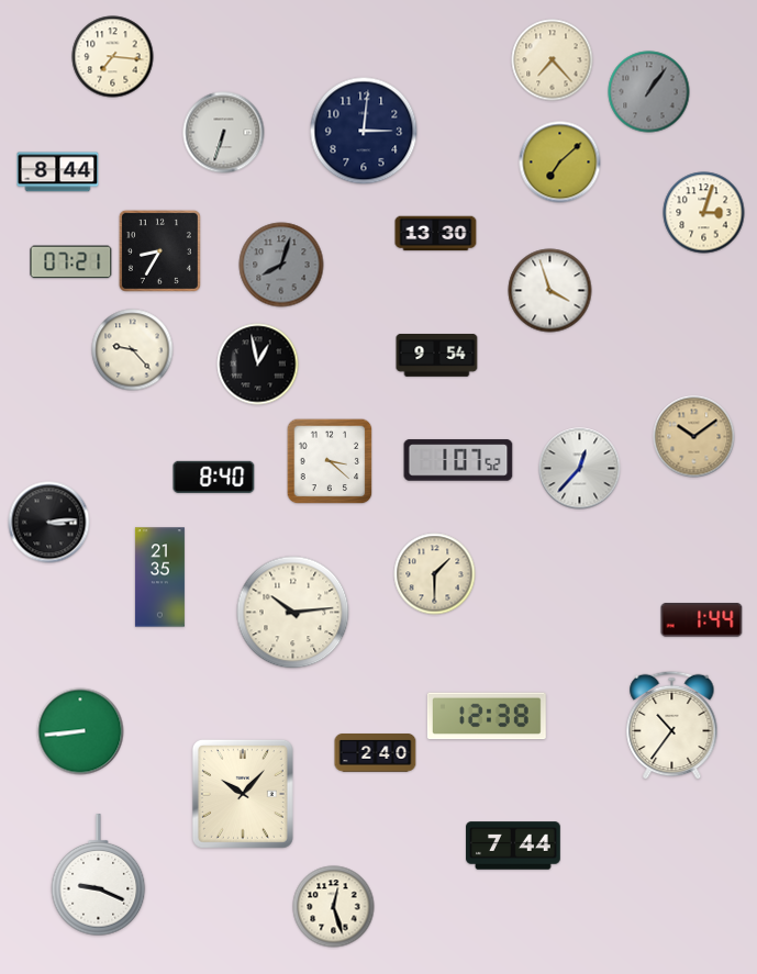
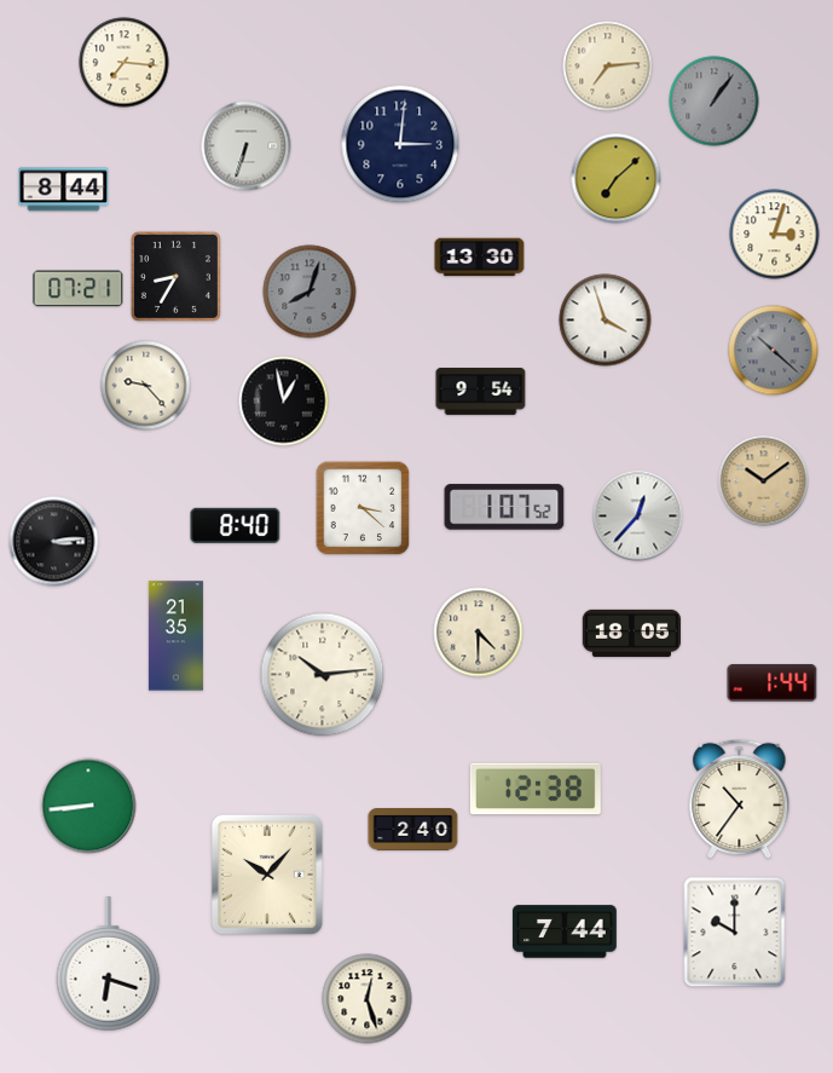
clock at (553, 60): 7:23 -> 7:14
clock at (774, 351): none -> 10:22
clock at (49, 523) position: (49, 523) -> (54, 542)
clock at (435, 574): 1:30 -> 4:30
clock at (631, 633): none -> 18:05
clock at (735, 933): none -> 10:00
clock at (99, 875): 9:19 -> 6:18
